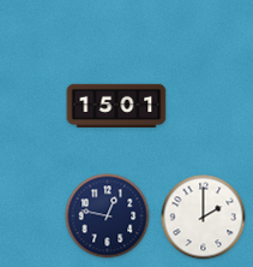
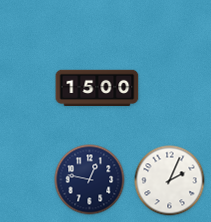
clock at (116, 105): 15:01 -> 15:00
clock at (204, 218): 2:00 -> 2:04
